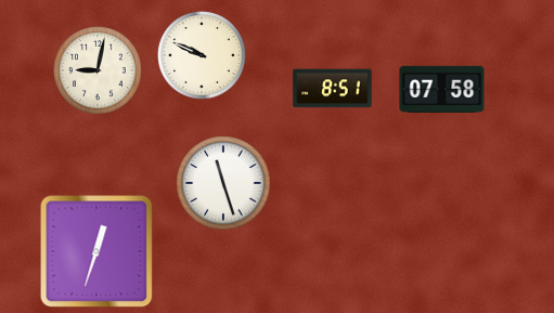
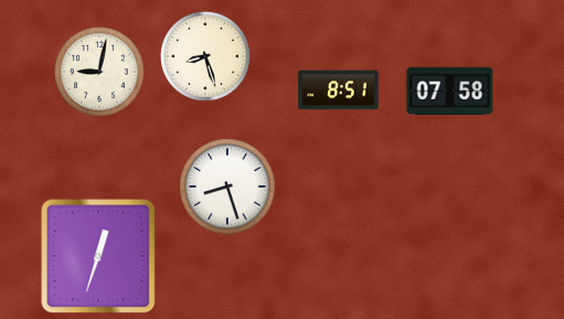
clock at (202, 55): 9:49 -> 8:27
clock at (223, 183): 11:27 -> 8:27
